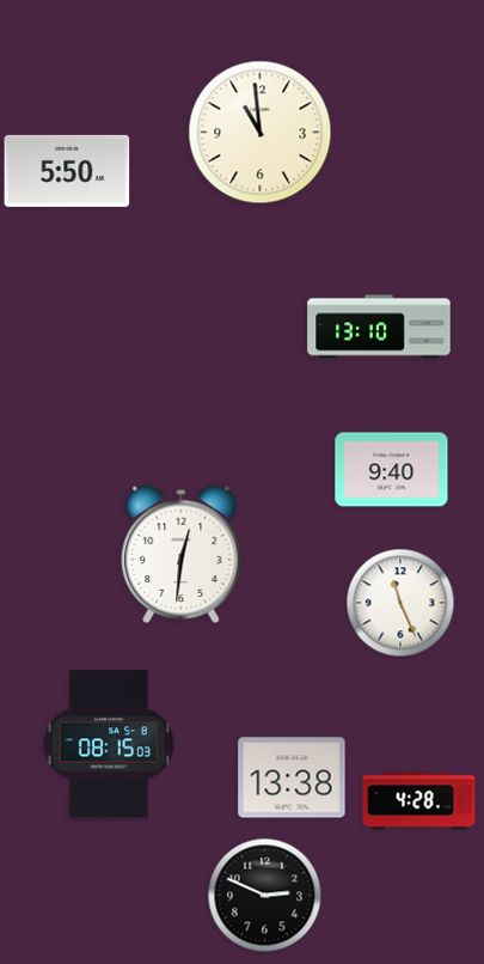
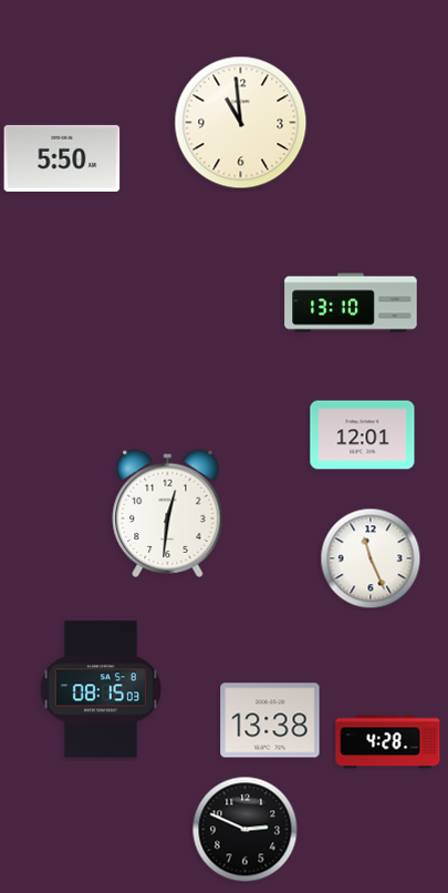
clock at (392, 470): 9:40 -> 12:01
